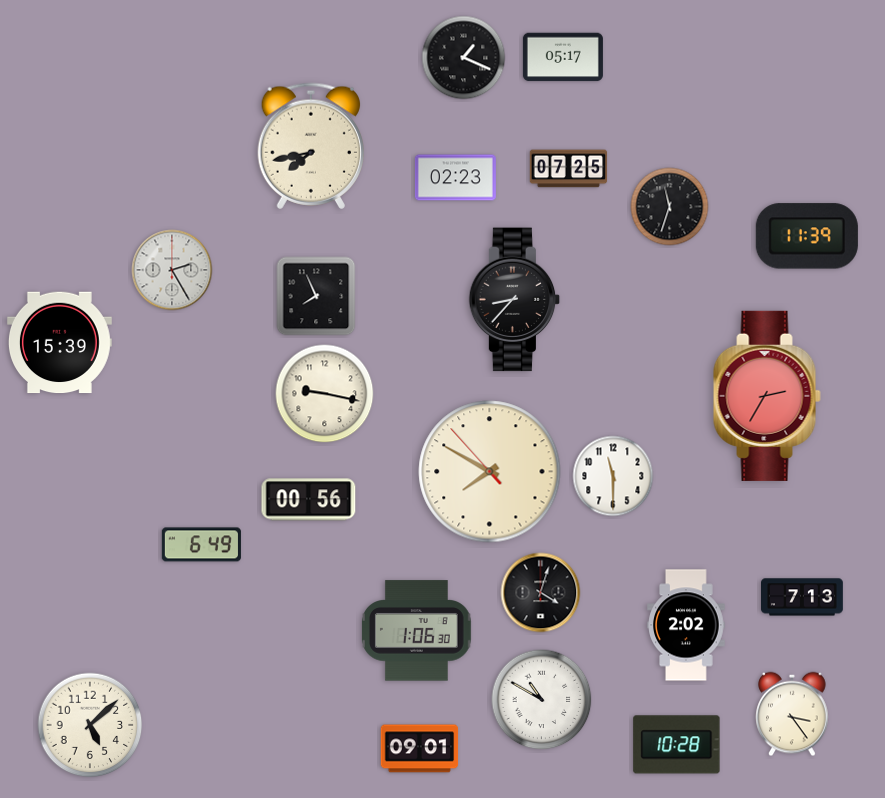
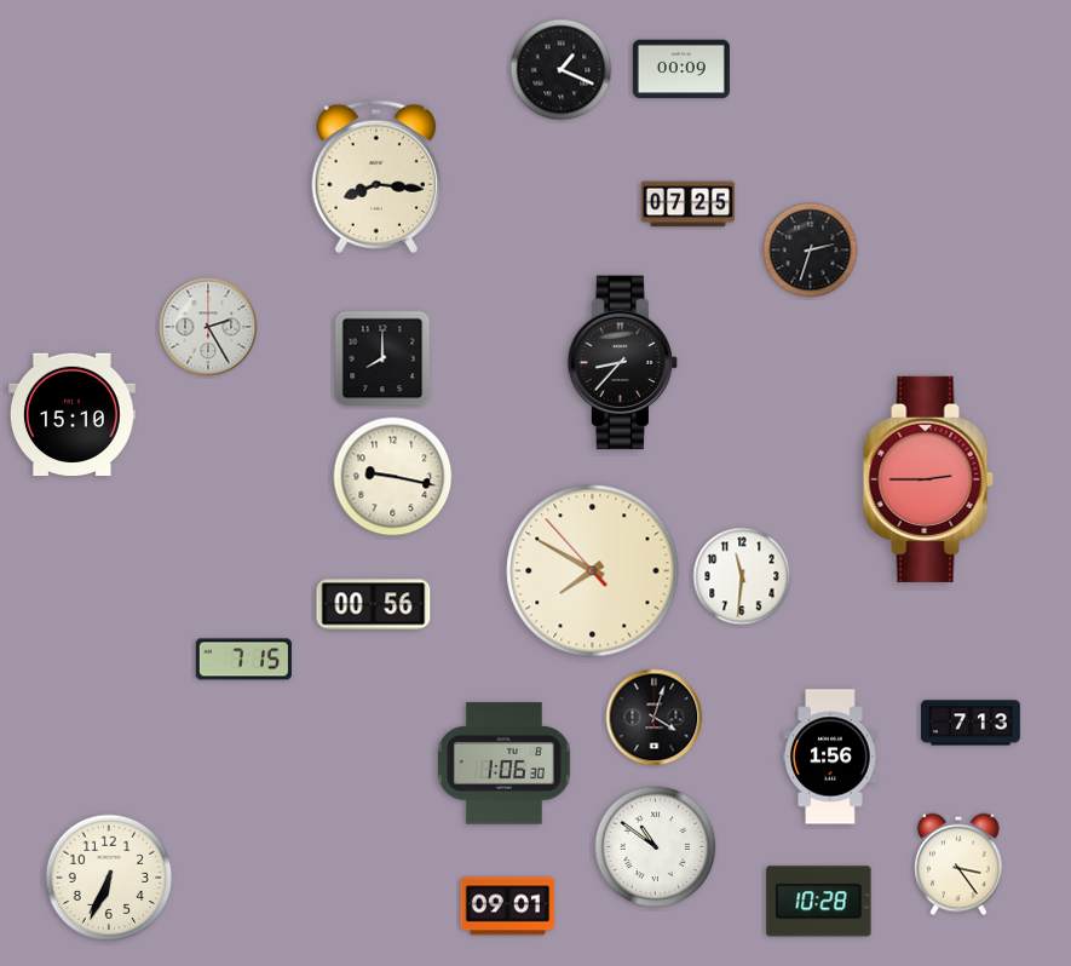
clock at (563, 57): 05:17 -> 00:09
clock at (310, 146): 7:43 -> 8:16
clock at (455, 178): 02:23 -> none
clock at (670, 207): 11:33 -> 2:33
clock at (807, 236): 11:39 -> none
clock at (316, 296): 7:56 -> 8:00
clock at (59, 343): 15:39 -> 15:10
clock at (767, 396): 2:35 -> 2:45
clock at (613, 476): 11:30 -> 11:31
clock at (201, 545): 6:49 -> 7:15
clock at (686, 625): 2:02 -> 1:56
clock at (542, 700): 10:50 -> 10:51
clock at (90, 725): 5:08 -> 6:34
